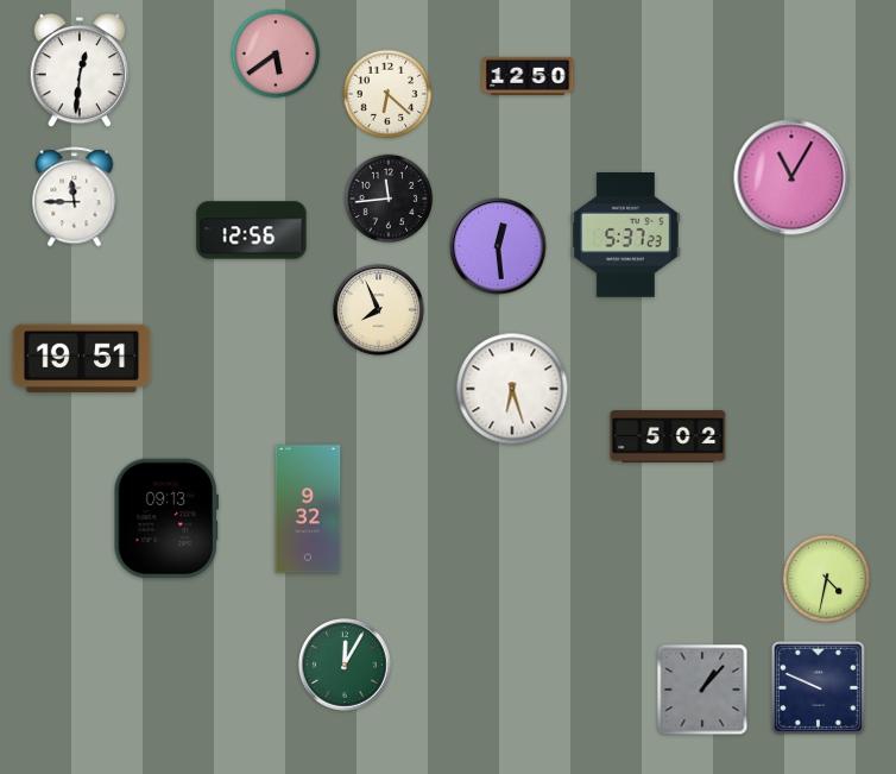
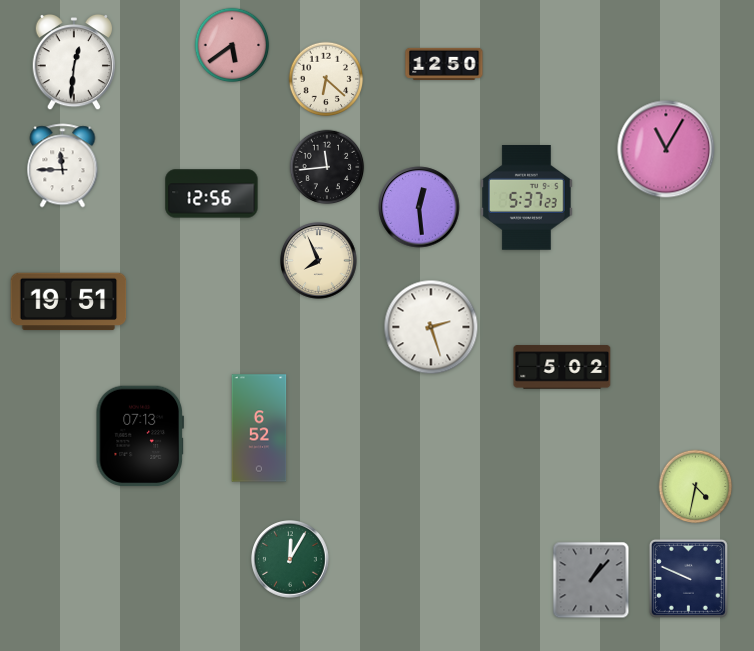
clock at (78, 70) position: (78, 70) -> (73, 62)
clock at (512, 389): 6:27 -> 2:27
clock at (308, 509): 9:32 -> 6:52
clock at (165, 518): 09:13 -> 07:13
